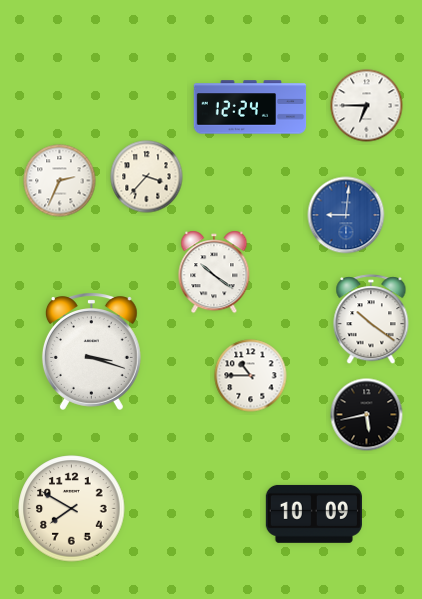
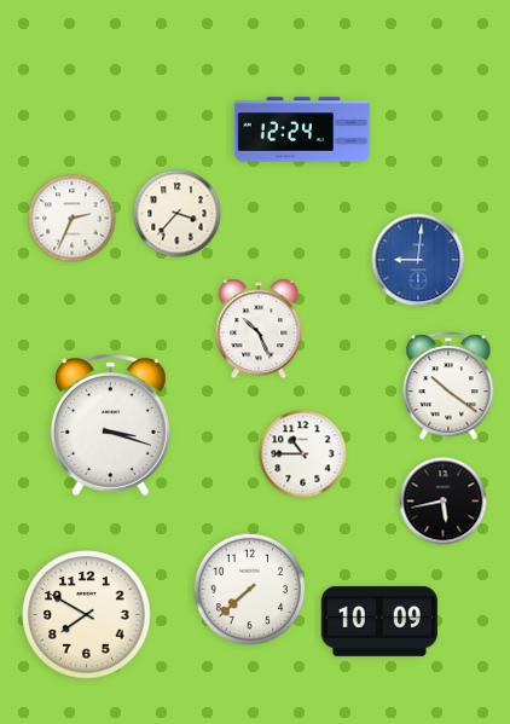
clock at (367, 106): 6:45 -> none
clock at (214, 272): 10:21 -> 10:26
clock at (250, 590): none -> 7:38
